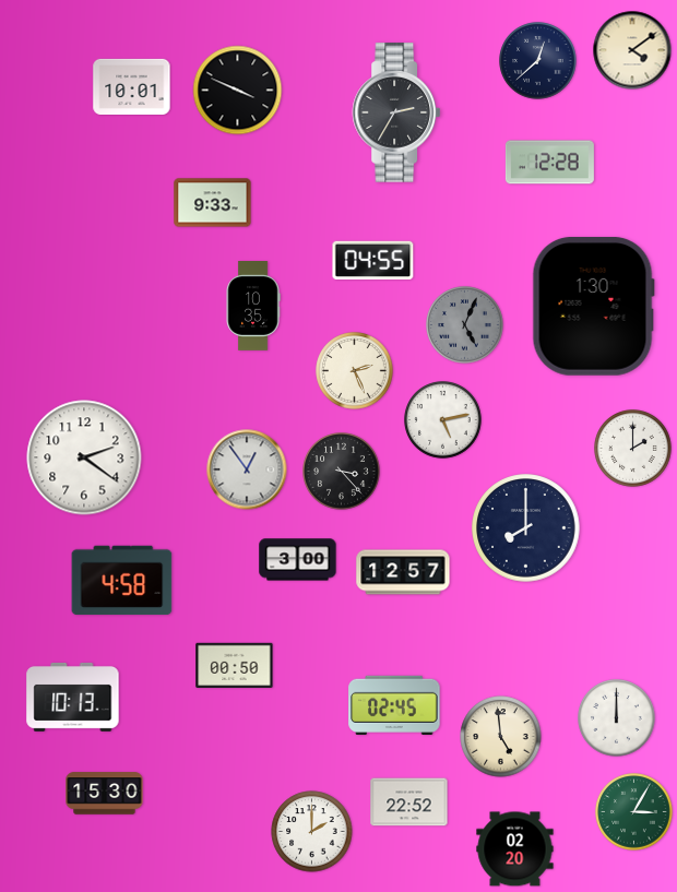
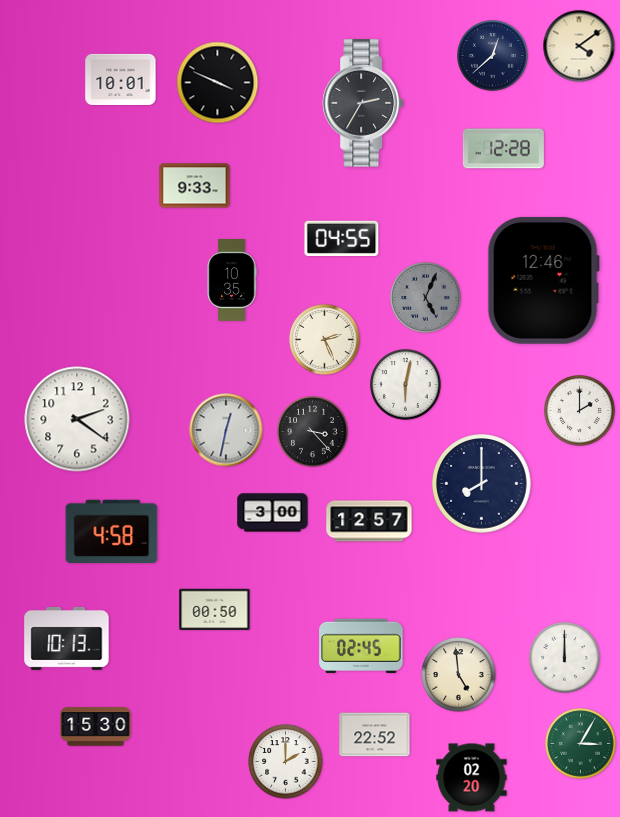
clock at (593, 306): 1:30 -> 12:46
clock at (443, 420): 5:13 -> 6:02
clock at (247, 469): 12:54 -> 12:32
clock at (403, 572) position: (403, 572) -> (369, 521)
